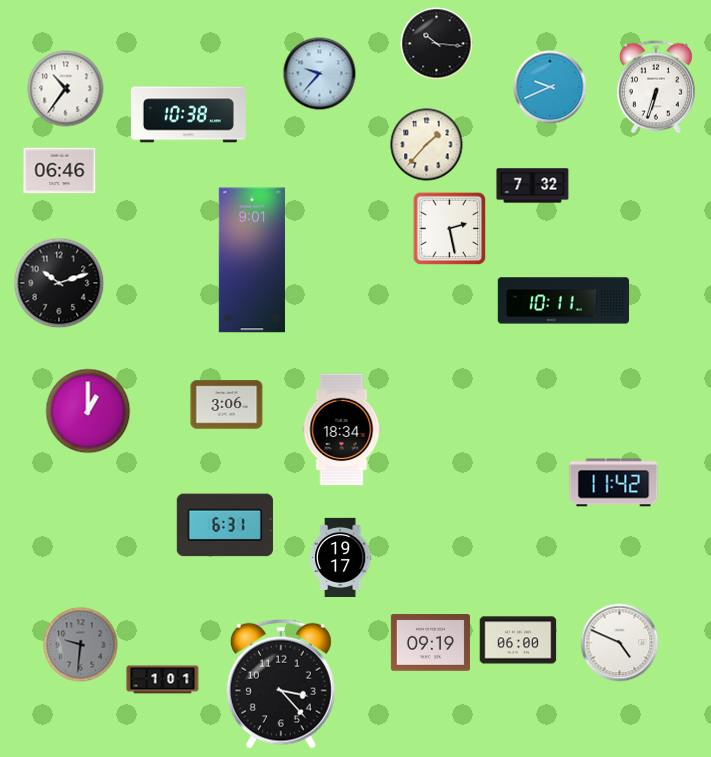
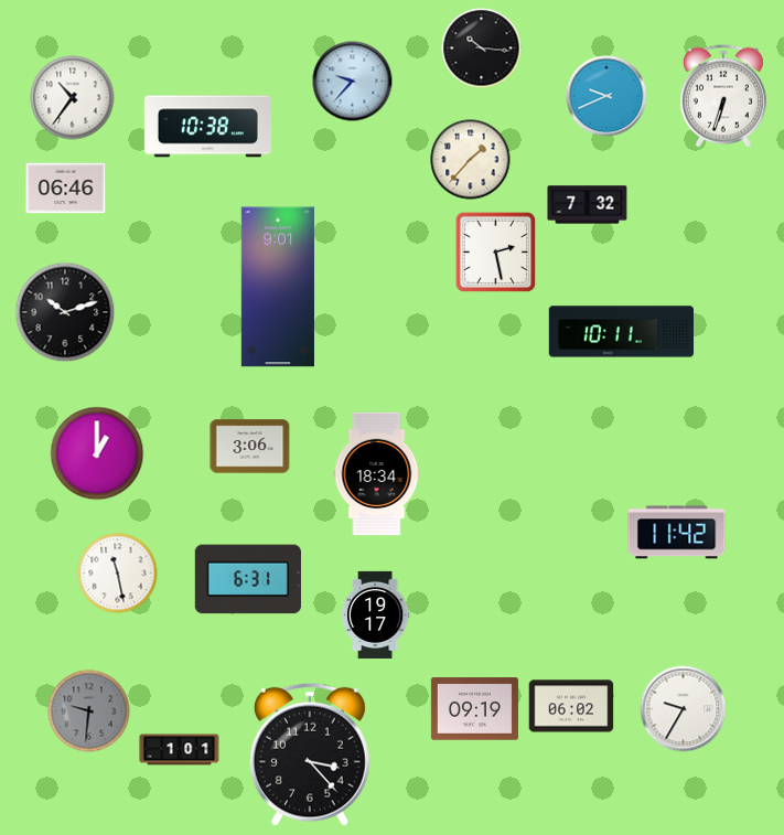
clock at (118, 574): none -> 11:28
clock at (518, 640): 06:00 -> 06:02
clock at (620, 643): 4:49 -> 9:35
